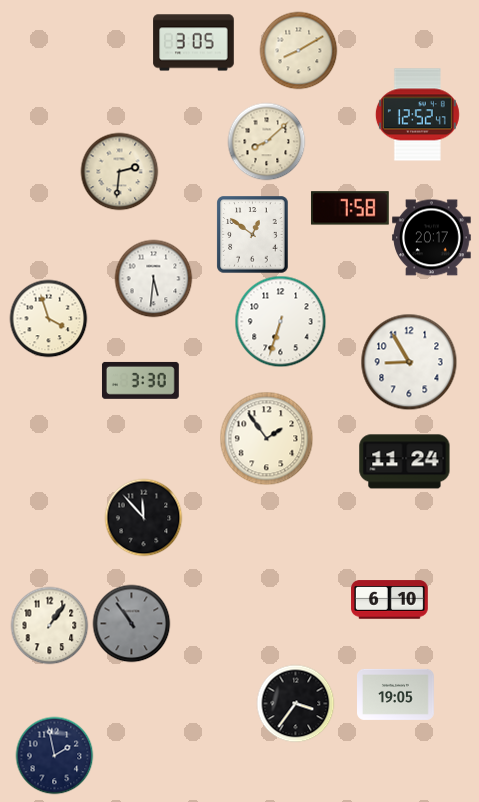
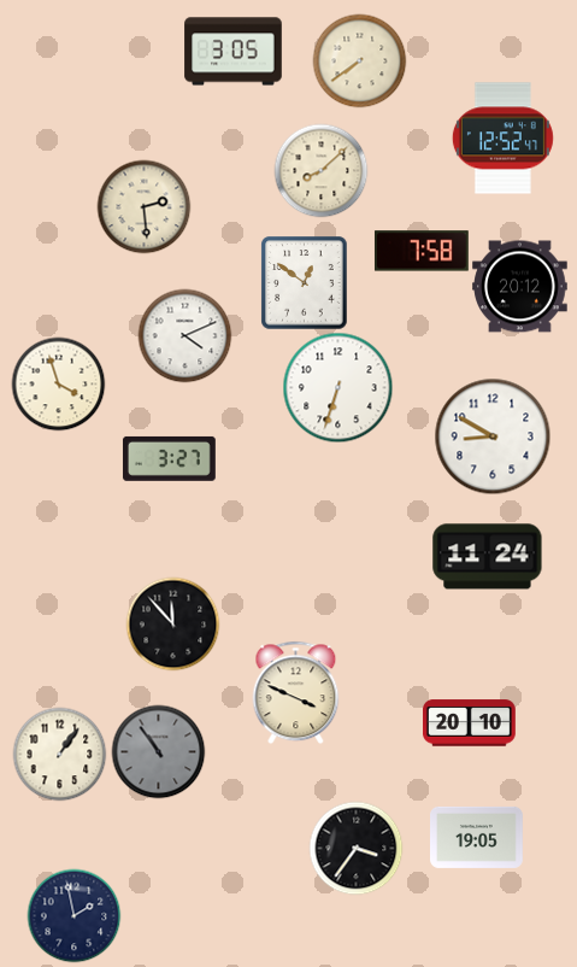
clock at (298, 50): 8:10 -> 7:39
clock at (119, 171): 2:31 -> 2:29
clock at (432, 238): 20:17 -> 20:12
clock at (153, 278): 5:31 -> 4:11
clock at (409, 362): 8:55 -> 8:50
clock at (140, 380): 3:30 -> 3:27
clock at (266, 438): 1:54 -> none
clock at (296, 692): none -> 3:49
clock at (390, 600): 6:10 -> 20:10
clock at (54, 755) position: (54, 755) -> (73, 915)
